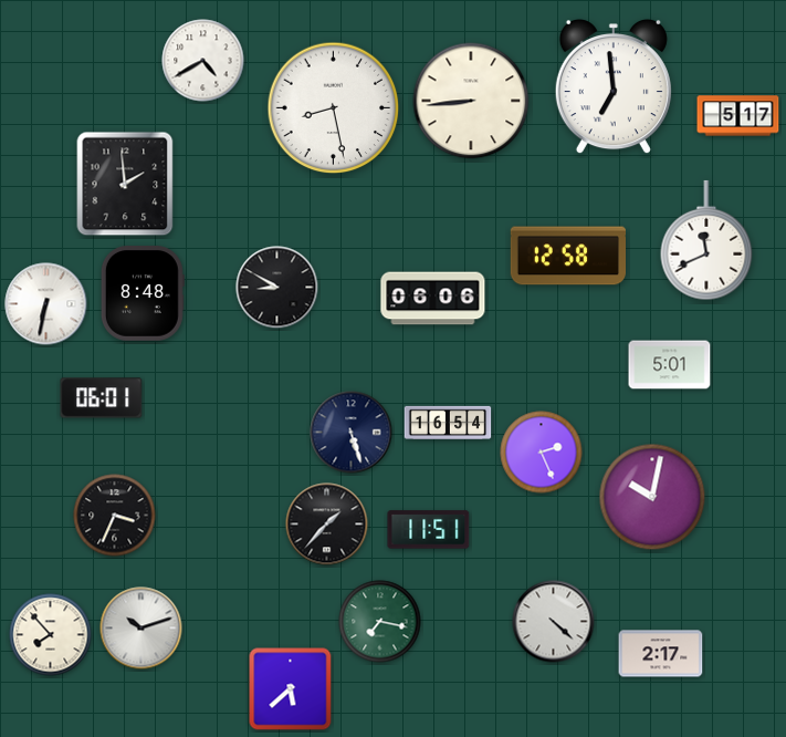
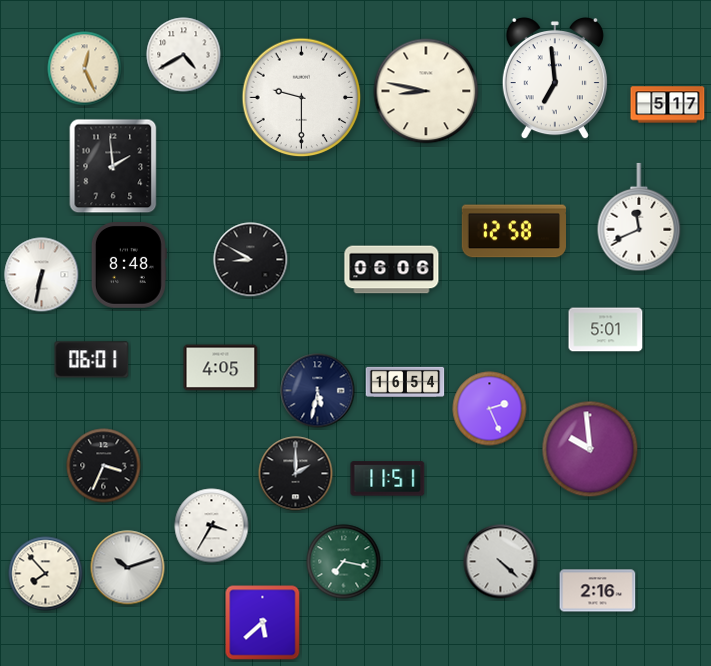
clock at (85, 69): none -> 12:26
clock at (471, 101): 8:44 -> 8:47
clock at (334, 108): 8:28 -> 9:30
clock at (221, 368): none -> 4:05
clock at (352, 433): 5:27 -> 5:32
clock at (652, 497): 10:02 -> 9:59
clock at (327, 525): 1:37 -> 2:00
clock at (212, 526): none -> 3:35
clock at (661, 654): 2:17 -> 2:16
